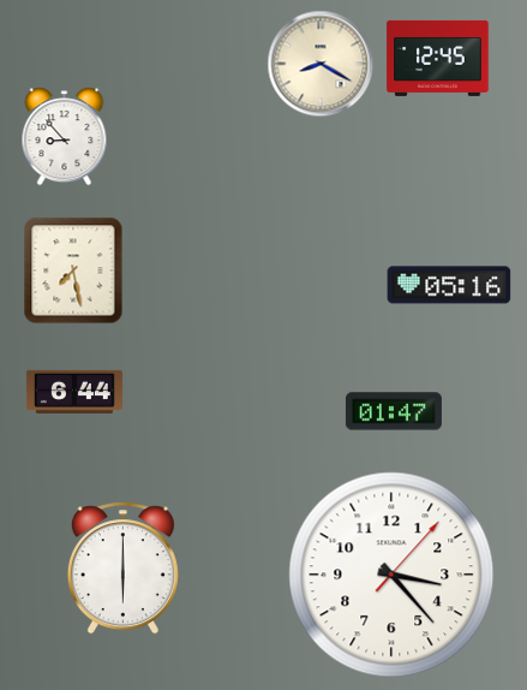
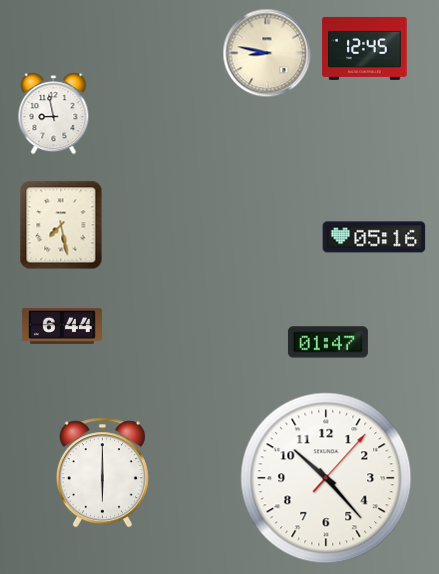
clock at (321, 64): 8:20 -> 8:47
clock at (65, 137): 8:53 -> 8:58
clock at (391, 575): 3:23 -> 10:23
